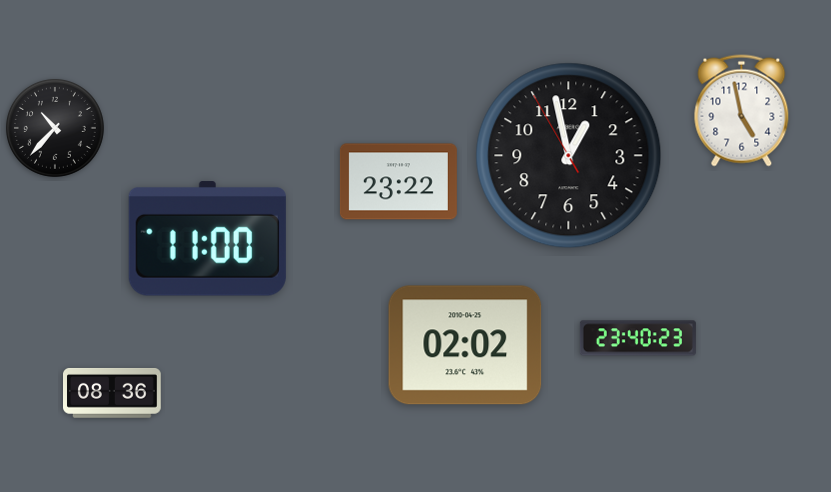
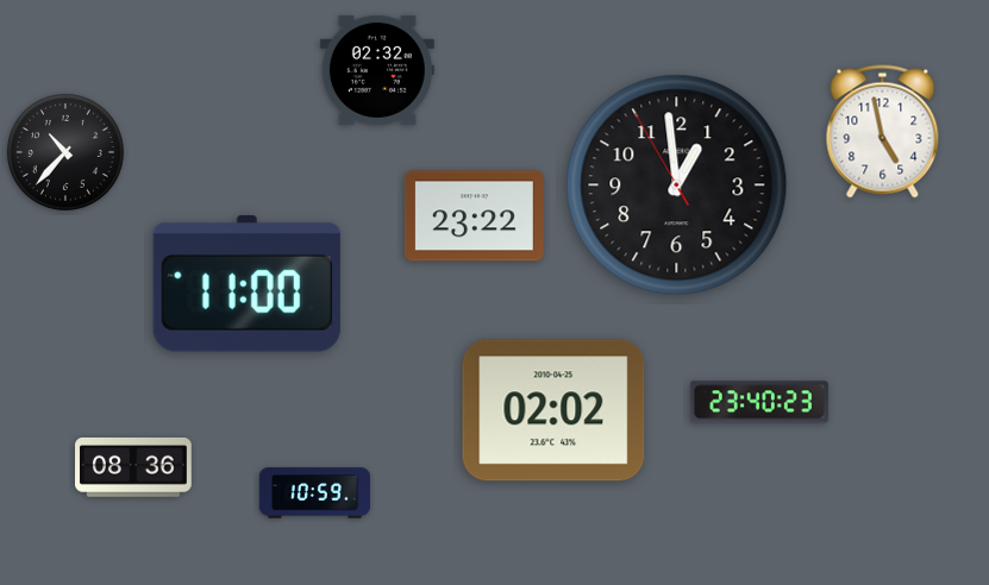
clock at (377, 70): none -> 02:32
clock at (569, 156): 12:57 -> 12:58
clock at (315, 493): none -> 10:59
